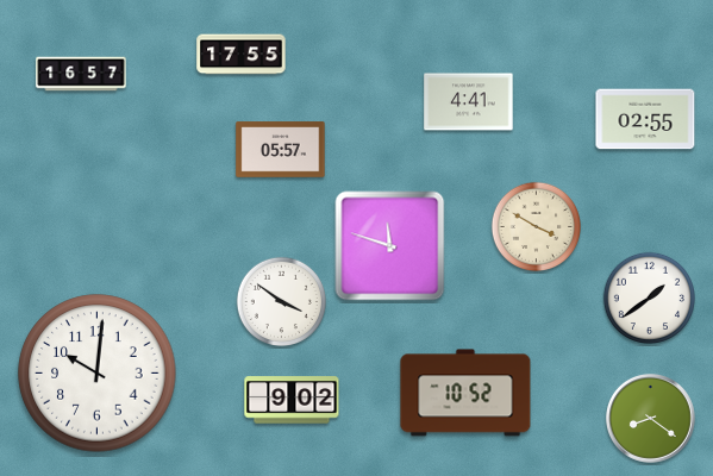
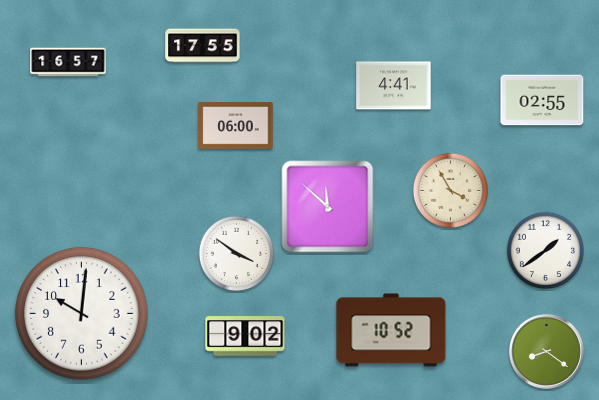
clock at (281, 150): 05:57 -> 06:00
clock at (536, 226): 3:50 -> 3:55
clock at (390, 246): 11:48 -> 11:52
